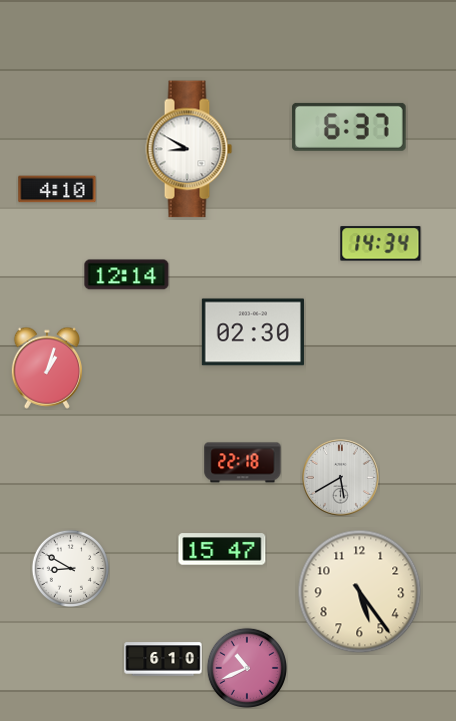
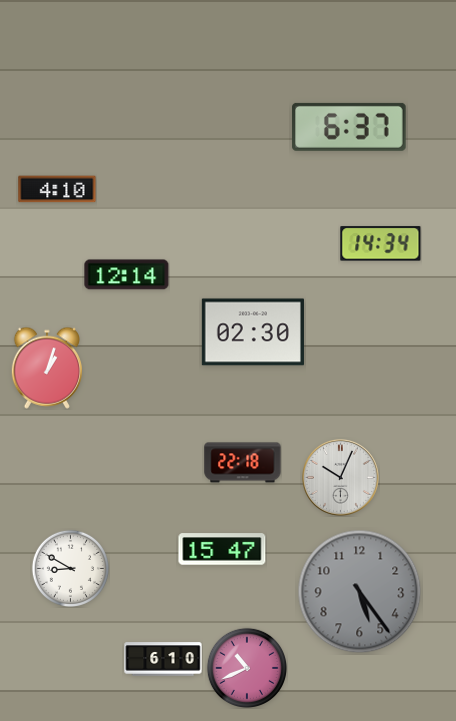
clock at (189, 149): 8:50 -> none
clock at (341, 478): 5:40 -> 10:04
clock at (360, 592) dial: cream -> grey
